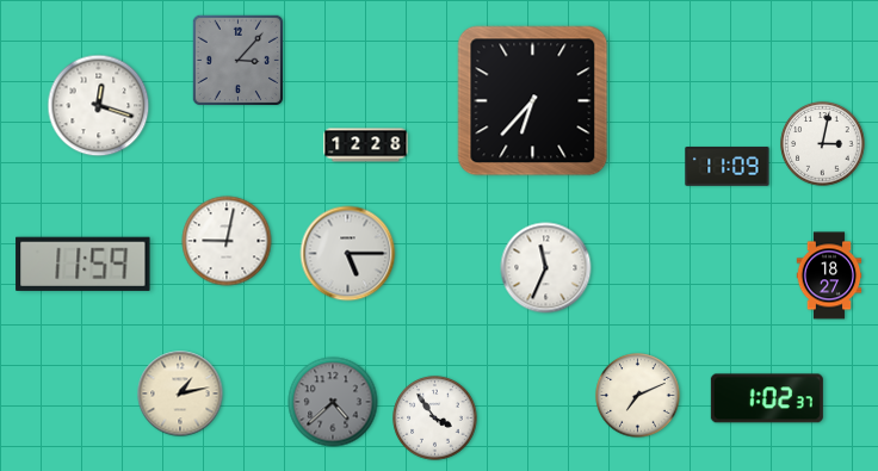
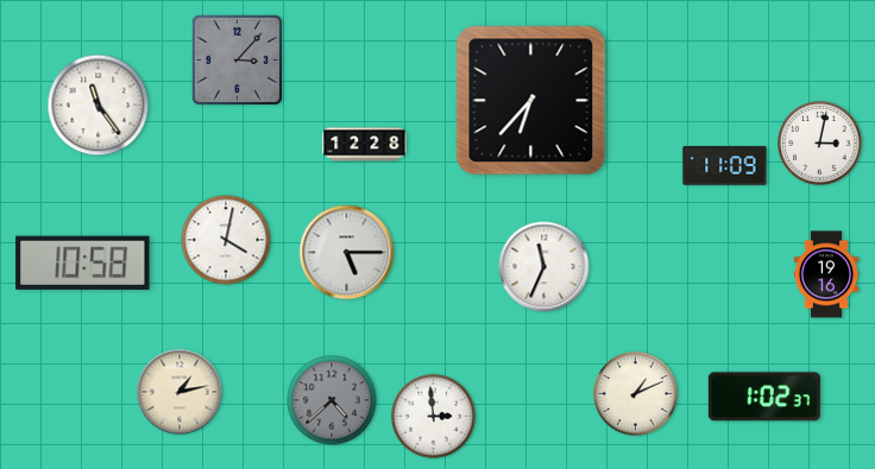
clock at (99, 106): 12:18 -> 11:24
clock at (227, 241): 9:02 -> 4:02
clock at (84, 264): 11:59 -> 10:58
clock at (829, 275): 18:27 -> 19:16
clock at (638, 396): 7:11 -> 1:11
clock at (435, 419): 3:54 -> 2:59
